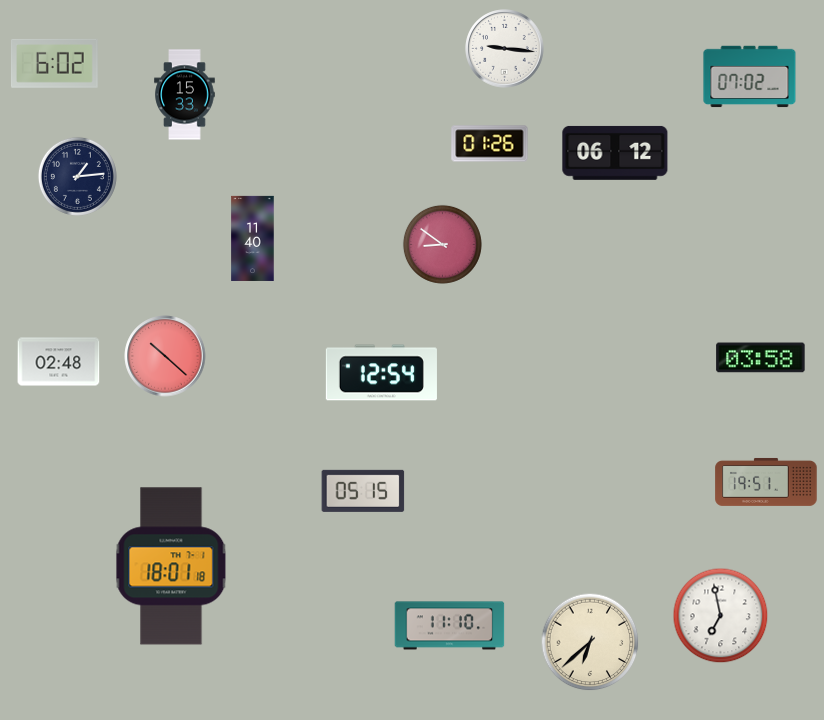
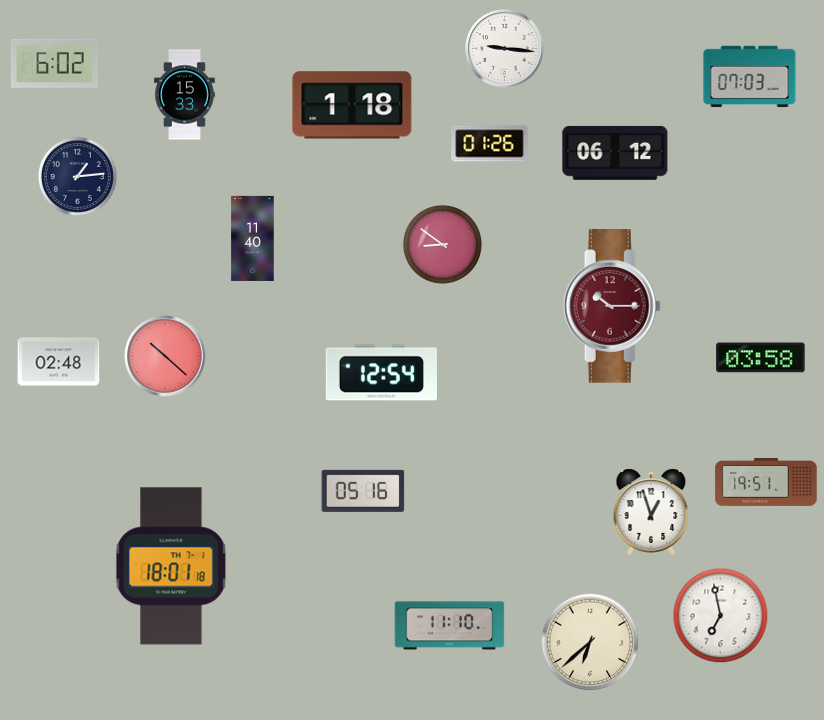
clock at (750, 77): 07:02 -> 07:03
clock at (352, 105): none -> 1:18
clock at (612, 307): none -> 10:15
clock at (363, 491): 05:15 -> 05:16
clock at (651, 512): none -> 12:57
